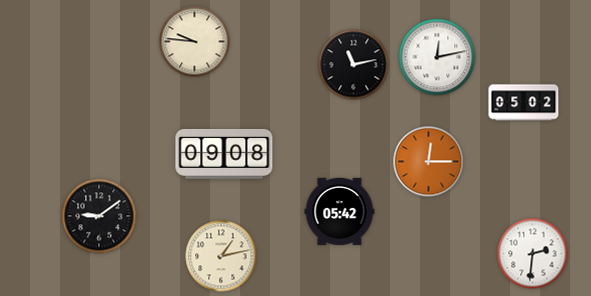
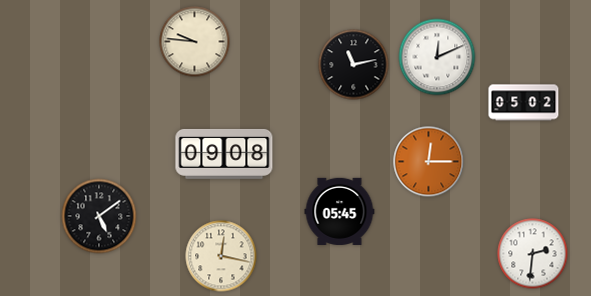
clock at (437, 57): 12:13 -> 12:11
clock at (340, 211): 05:42 -> 05:45
clock at (99, 216): 9:09 -> 5:09
clock at (221, 256): 1:13 -> 12:17
